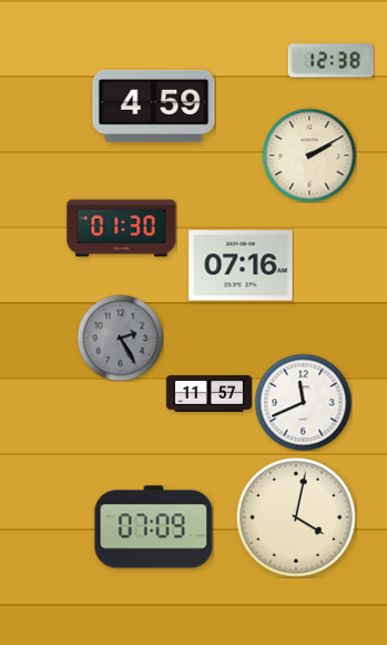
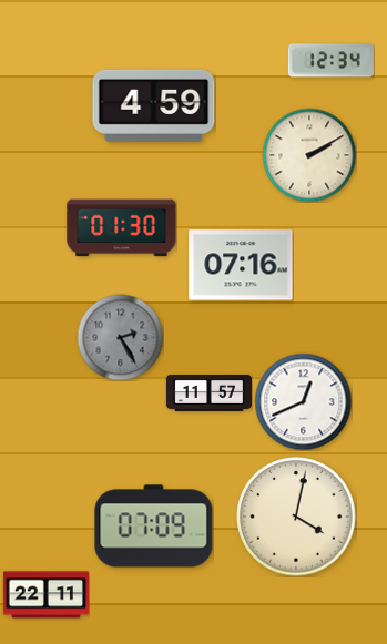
clock at (330, 61): 12:38 -> 12:34
clock at (303, 402): 11:41 -> 12:41
clock at (45, 595): none -> 22:11
